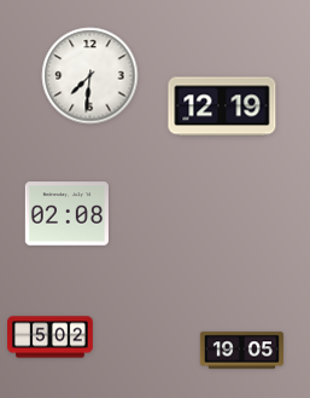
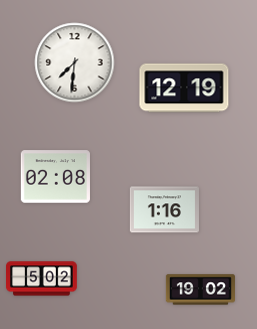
clock at (164, 210): none -> 1:16
clock at (241, 351): 19:05 -> 19:02
